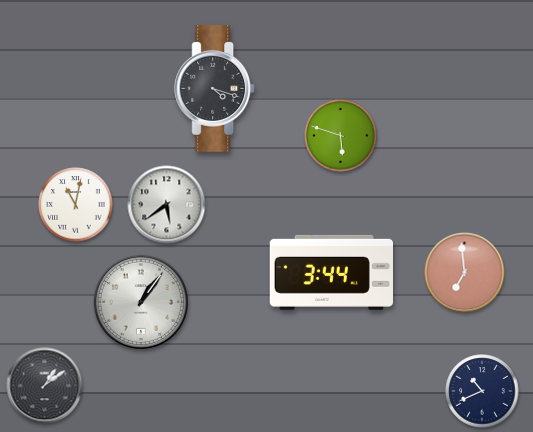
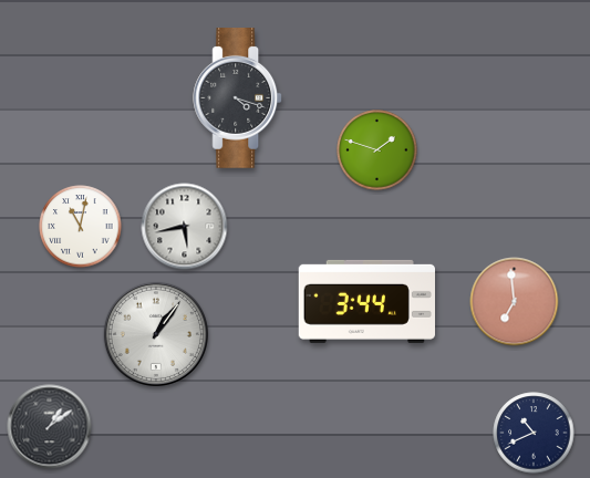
clock at (341, 136): 5:48 -> 1:48
clock at (76, 205) position: (76, 205) -> (81, 227)
clock at (167, 205): 5:39 -> 5:43
